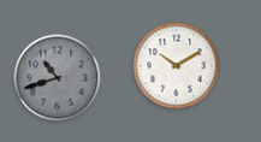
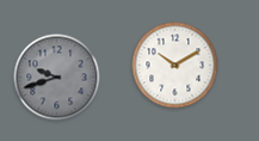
clock at (58, 78): 10:42 -> 9:42
